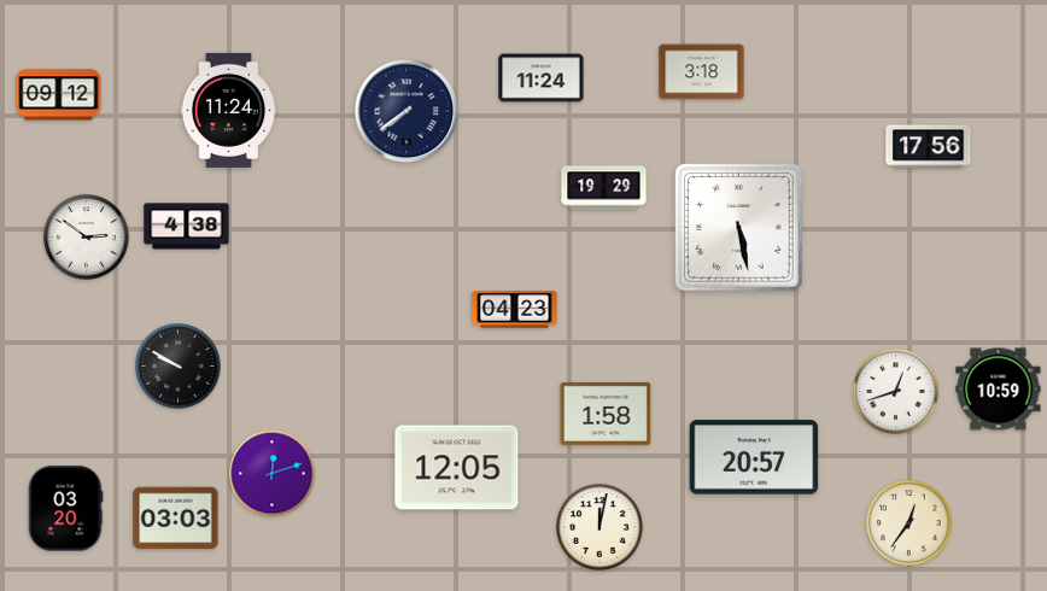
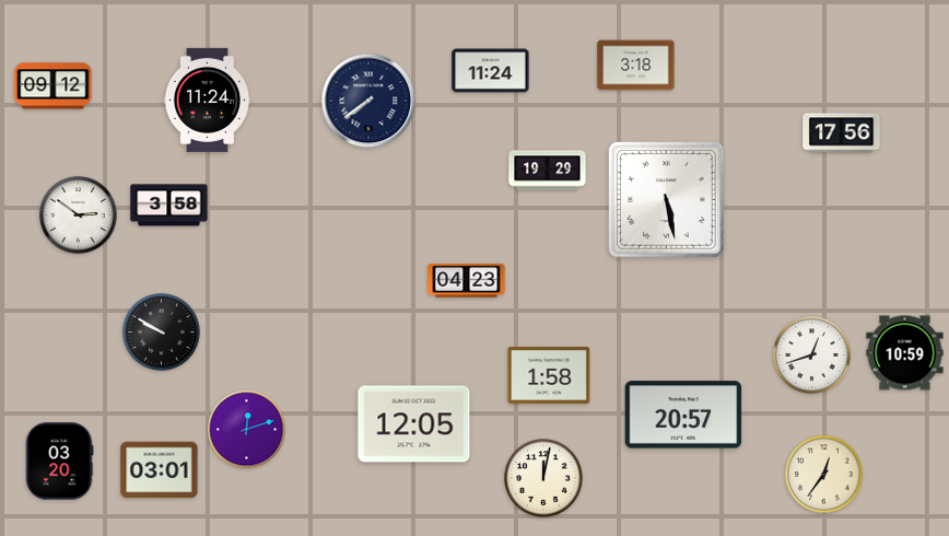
clock at (187, 227): 4:38 -> 3:58
clock at (739, 228) position: (739, 228) -> (667, 200)
clock at (176, 519): 03:03 -> 03:01
